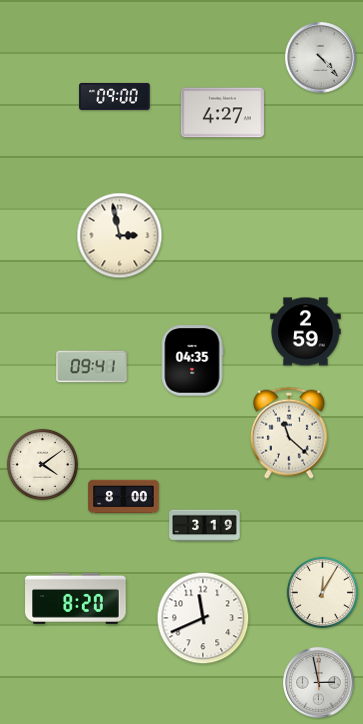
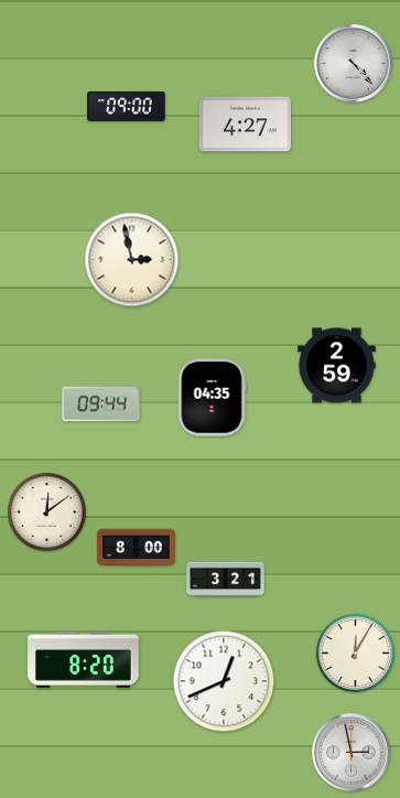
clock at (92, 367): 09:41 -> 09:44
clock at (289, 433): 11:22 -> none
clock at (42, 464): 4:09 -> 12:09
clock at (205, 526): 3:19 -> 3:21
clock at (203, 618): 11:41 -> 12:41
